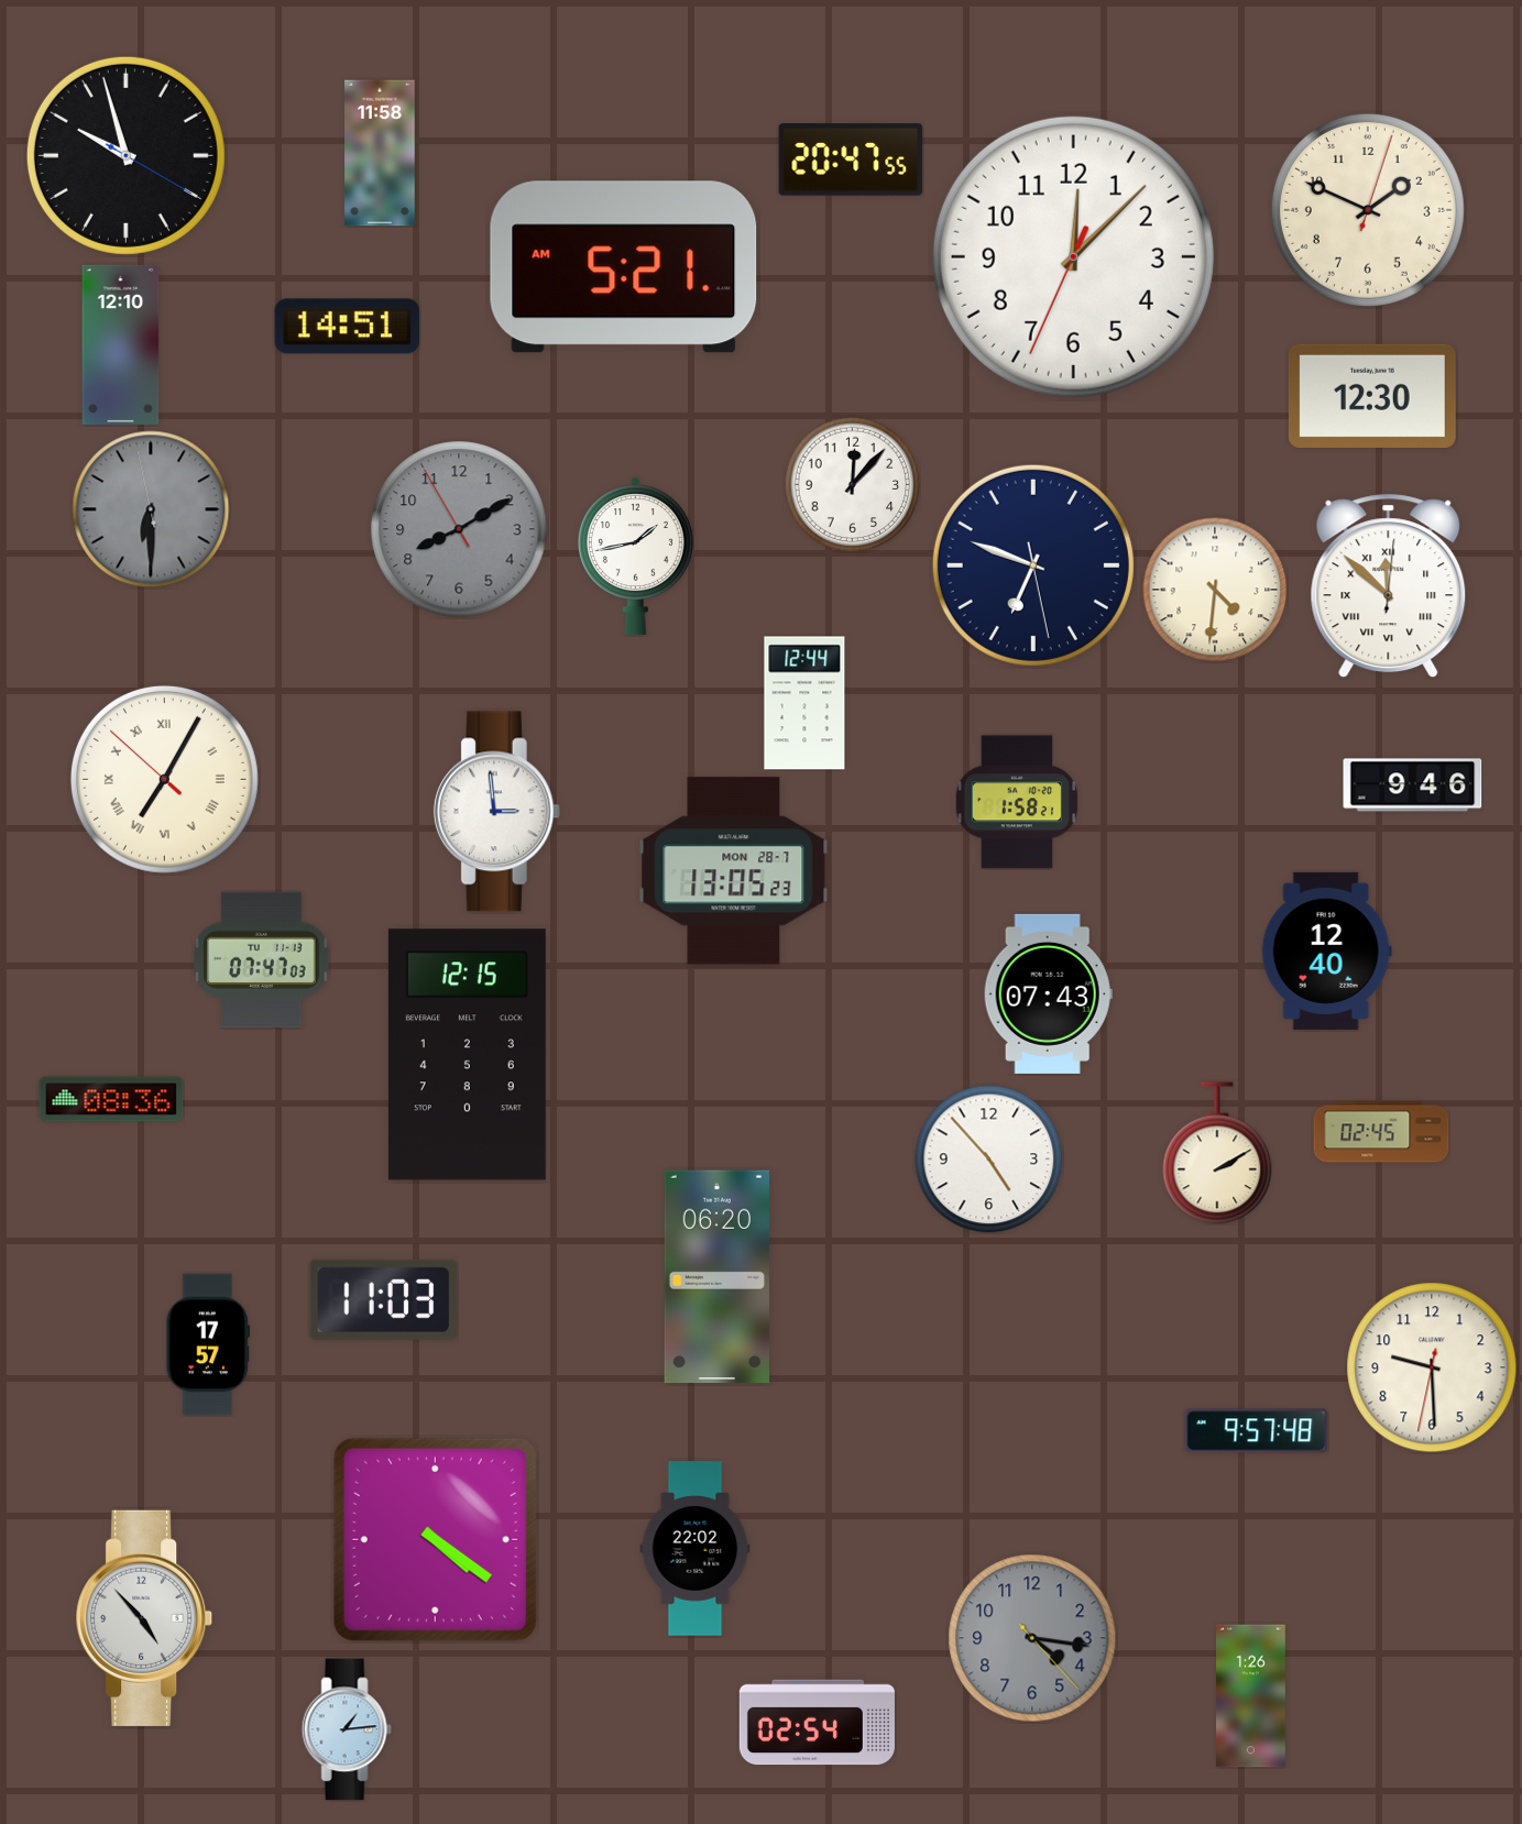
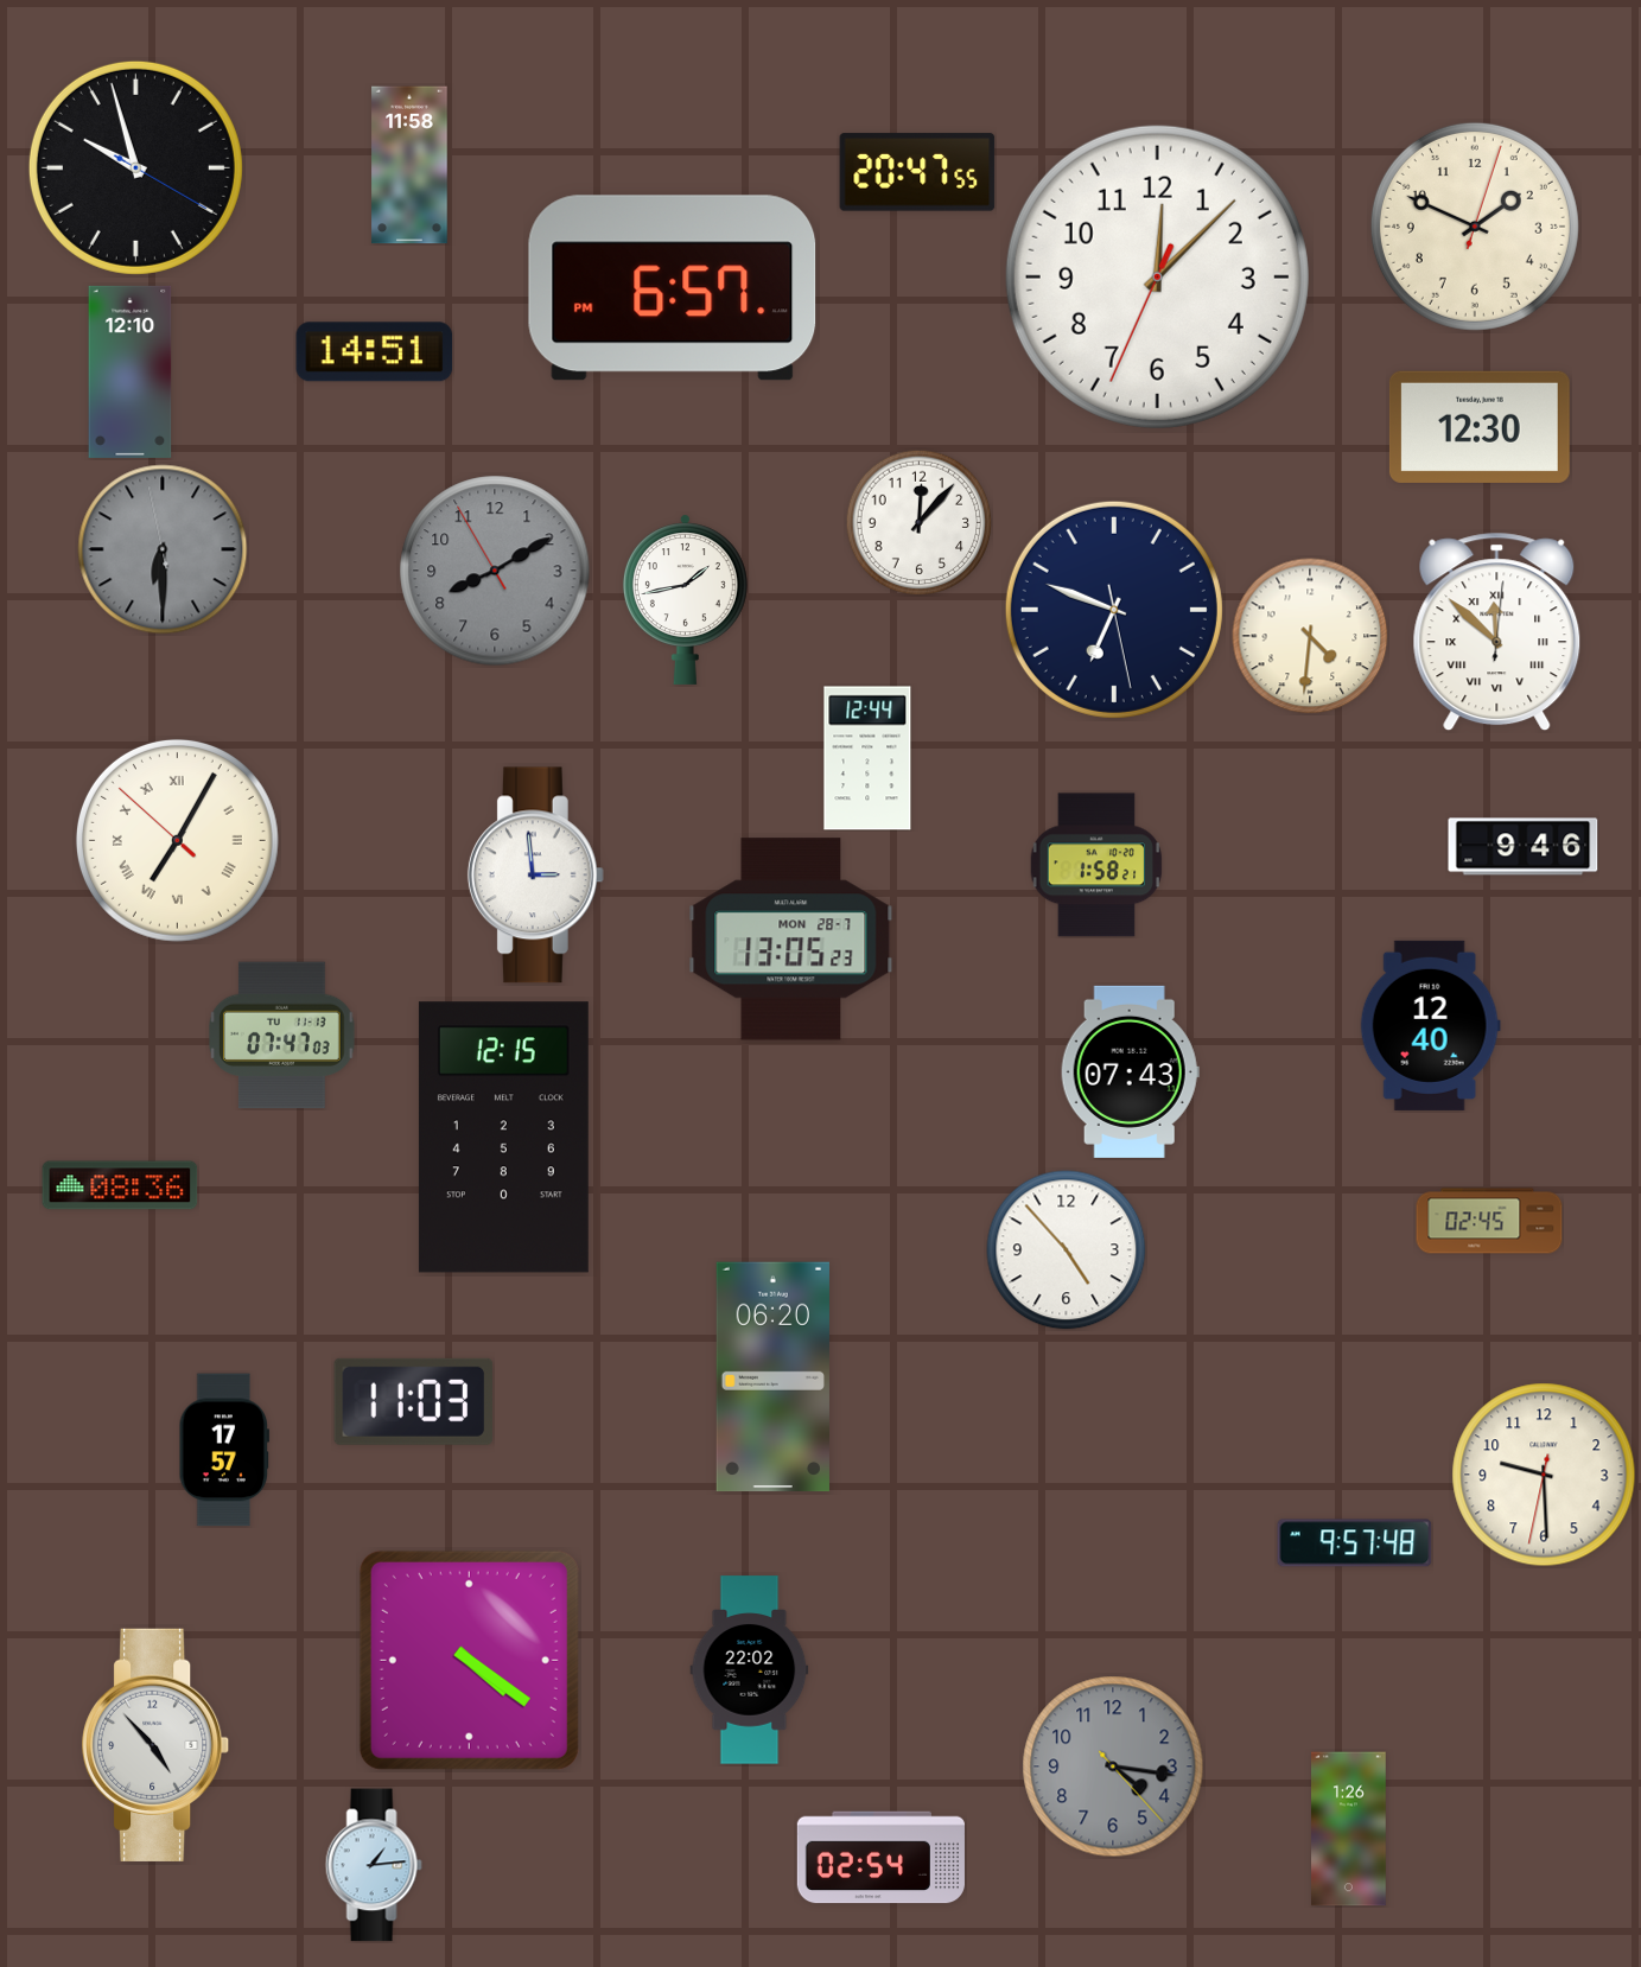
clock at (624, 267): 5:21 -> 6:57
clock at (1217, 1153): 2:10 -> none
